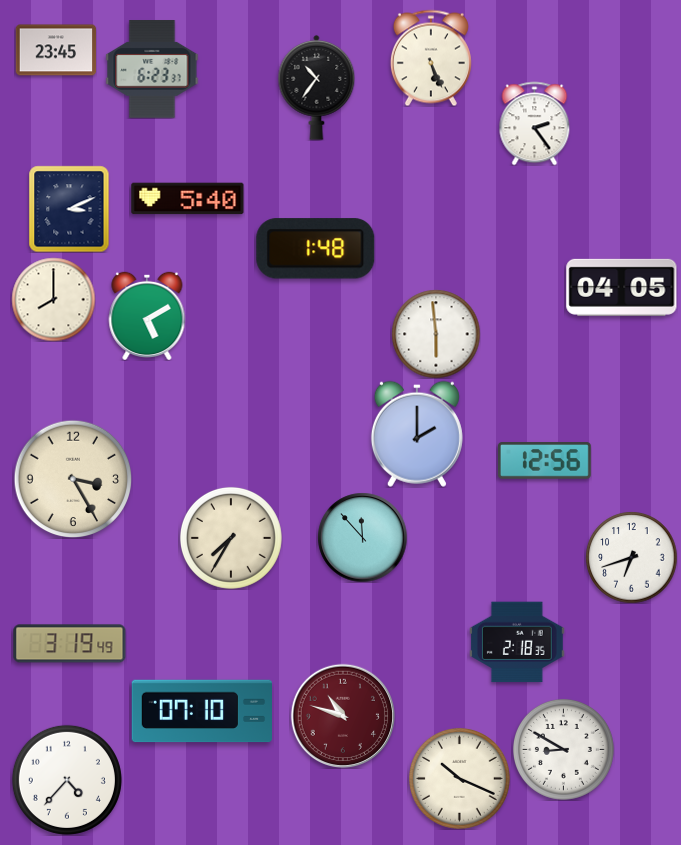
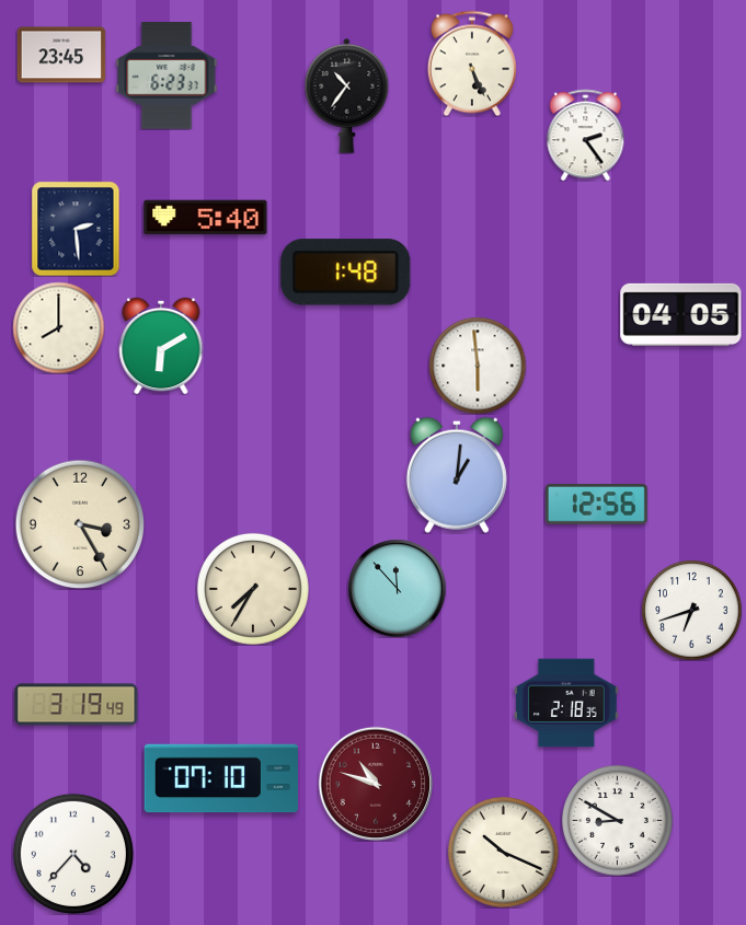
clock at (69, 209): 3:11 -> 2:29
clock at (147, 315): 5:10 -> 6:10
clock at (417, 434): 2:00 -> 1:01
